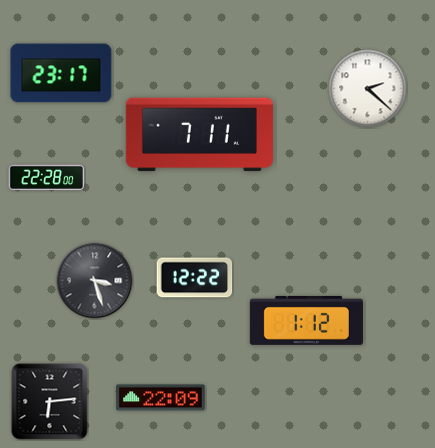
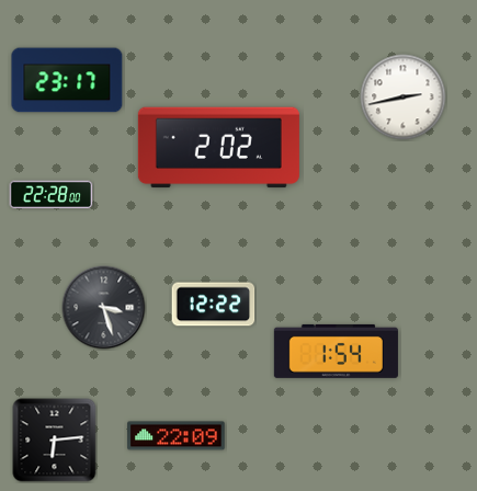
clock at (368, 89): 2:22 -> 2:43
clock at (199, 135): 7:11 -> 2:02
clock at (306, 320): 1:12 -> 1:54
